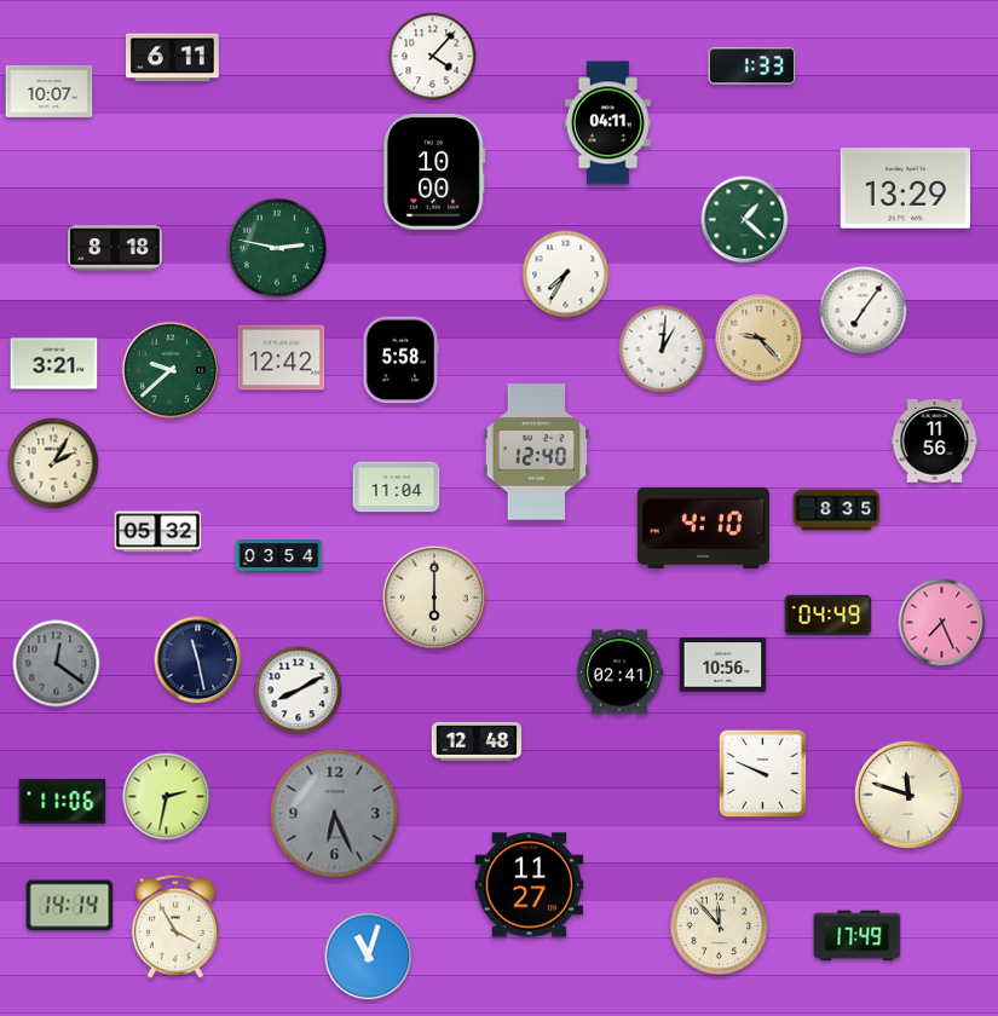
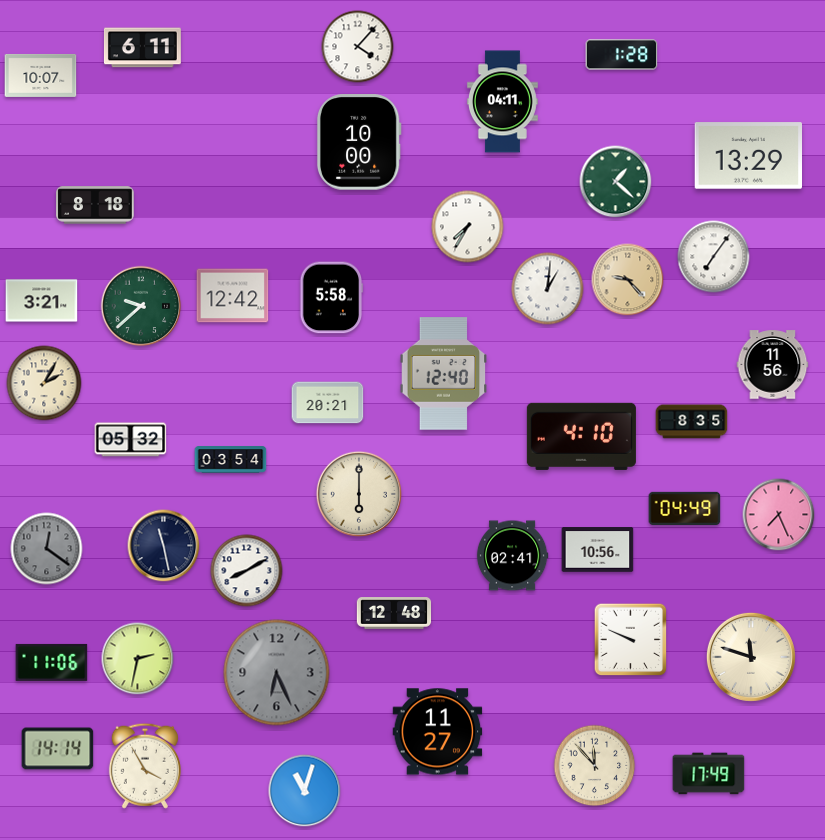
clock at (752, 67): 1:33 -> 1:28
clock at (277, 248): 2:47 -> none
clock at (54, 364) position: (54, 364) -> (42, 301)
clock at (397, 487): 11:04 -> 20:21
